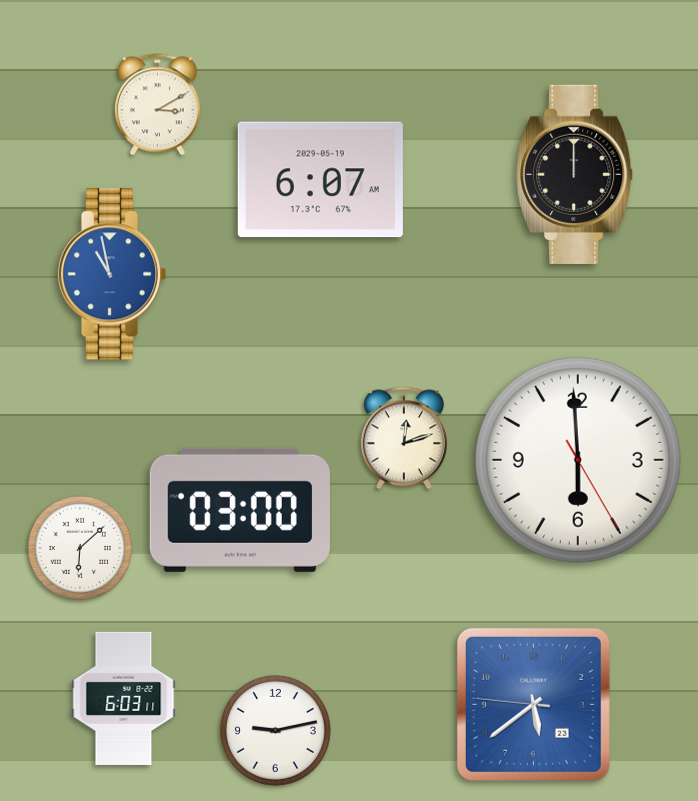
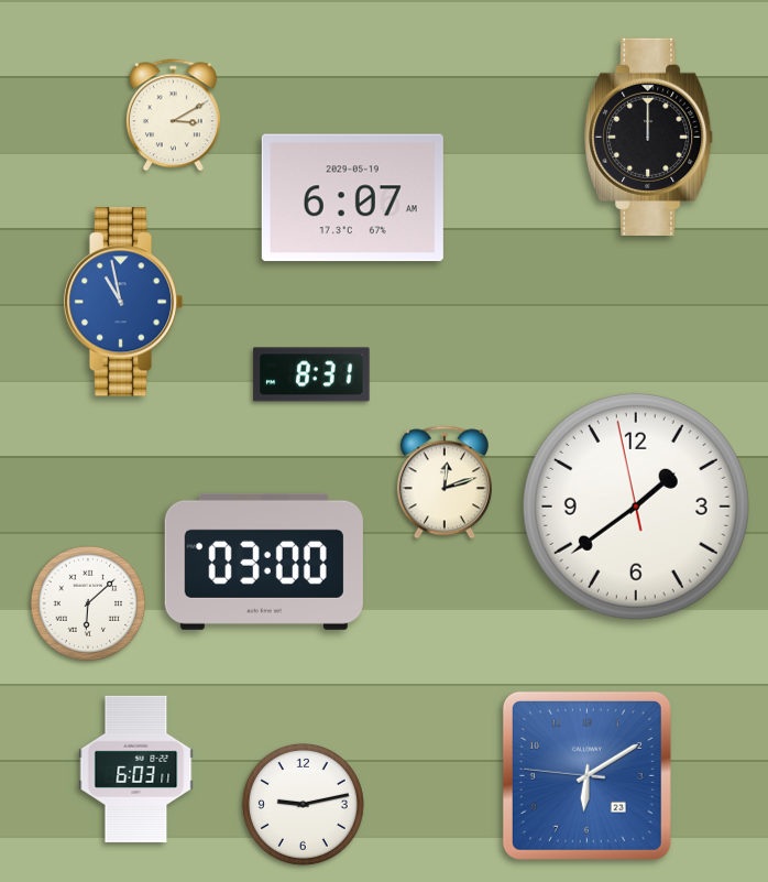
clock at (575, 174) position: (575, 174) -> (649, 137)
clock at (311, 374): none -> 8:31
clock at (578, 460): 5:59 -> 1:38
clock at (533, 704): 5:38 -> 6:09
